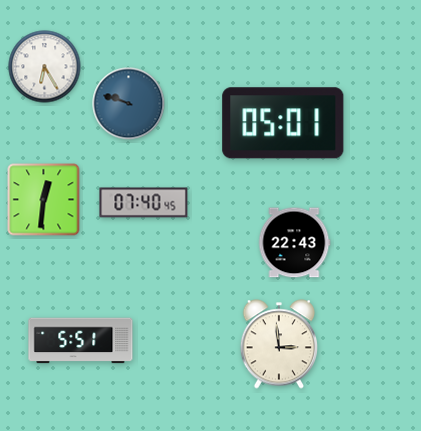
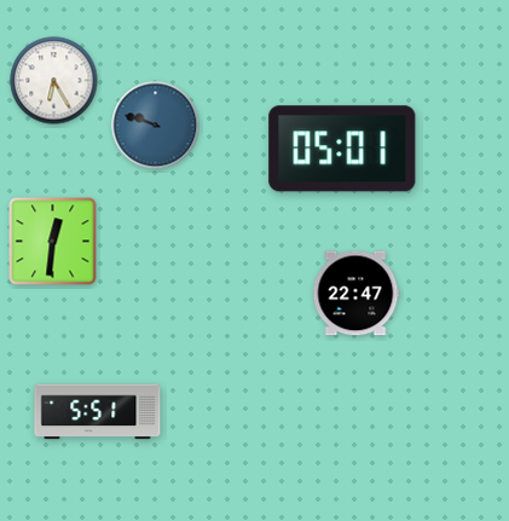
clock at (144, 203): 07:40 -> none
clock at (294, 243): 22:43 -> 22:47
clock at (278, 344): 2:59 -> none
